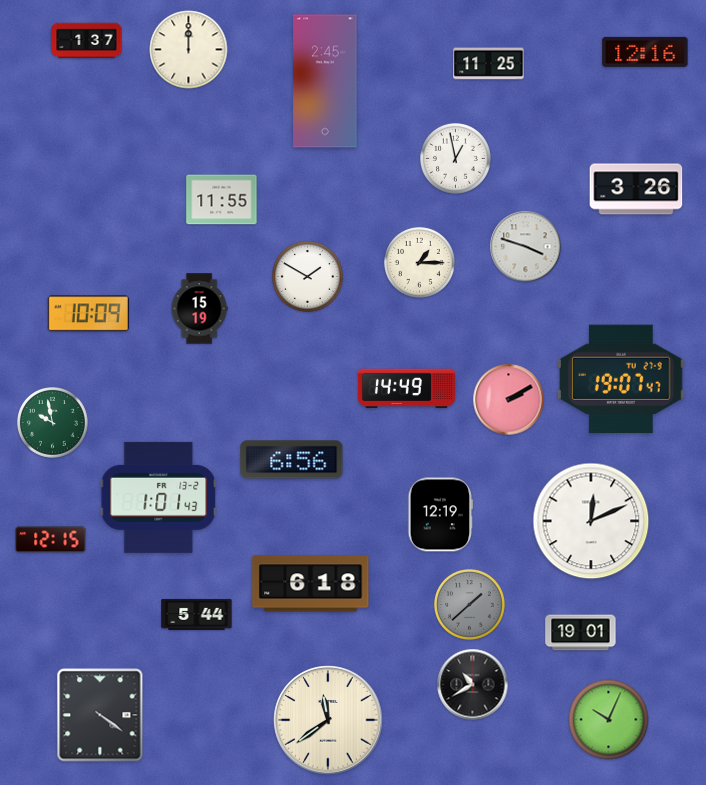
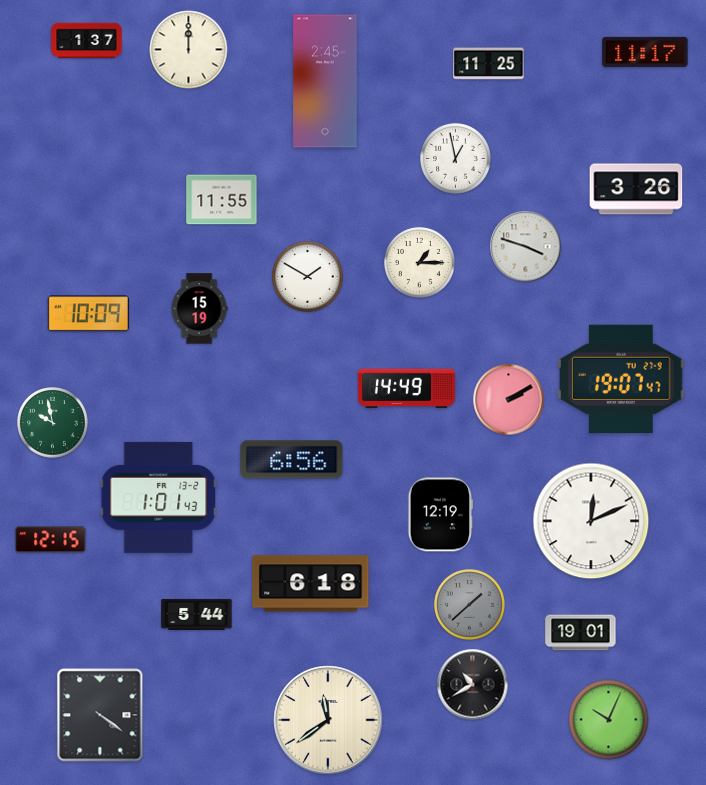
clock at (645, 52): 12:16 -> 11:17
